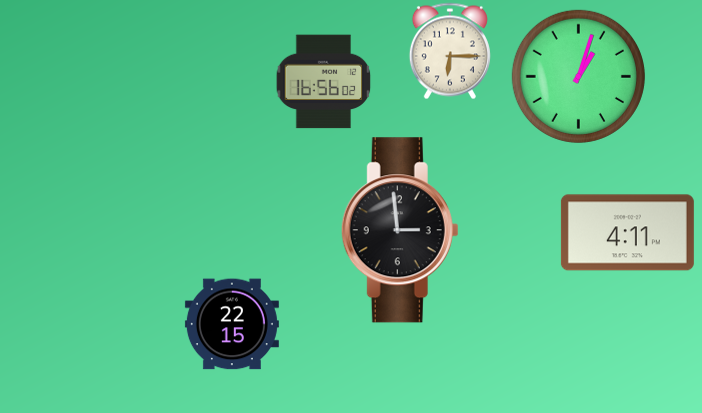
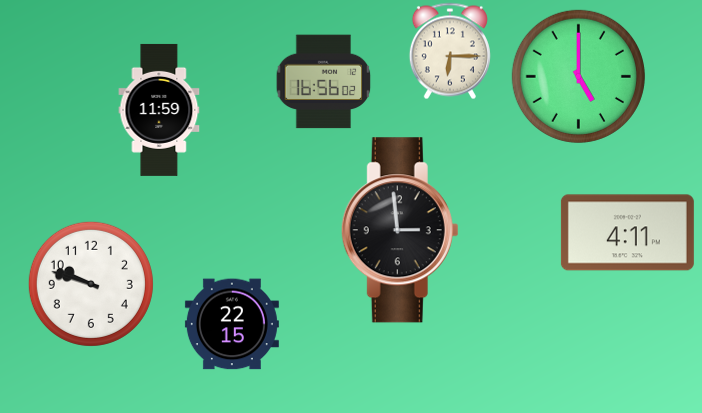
clock at (578, 76): 1:03 -> 5:00
clock at (159, 110): none -> 11:59
clock at (91, 284): none -> 9:48
